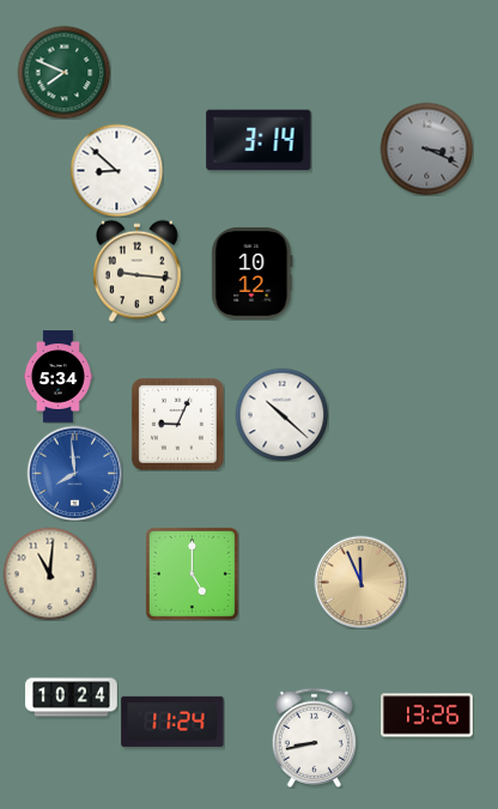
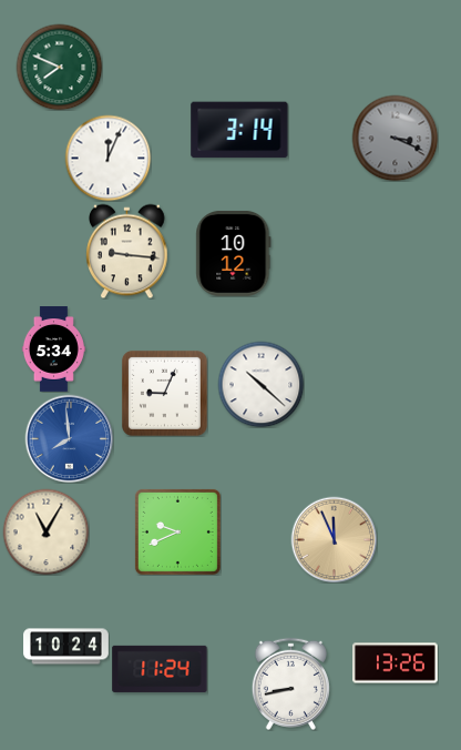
clock at (116, 170): 8:52 -> 12:04
clock at (49, 573): 11:01 -> 11:05
clock at (192, 573): 5:00 -> 9:41
